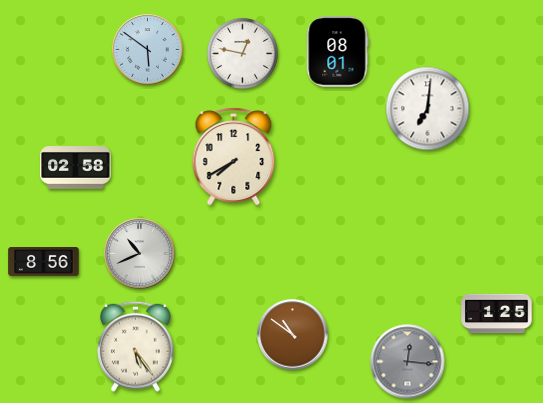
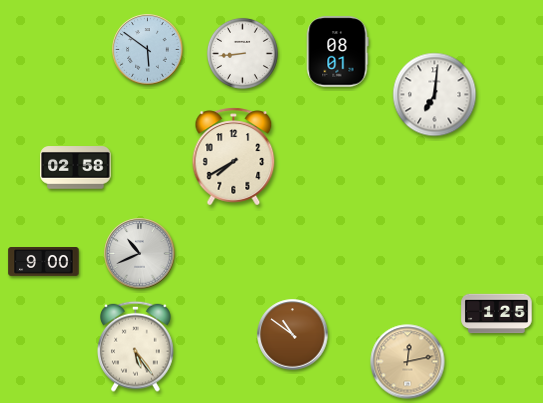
clock at (242, 53): 12:47 -> 8:44
clock at (428, 109) position: (428, 109) -> (435, 95)
clock at (44, 262): 8:56 -> 9:00
clock at (408, 362): 12:16 -> 12:13
clock at (408, 362) dial: grey -> champagne
